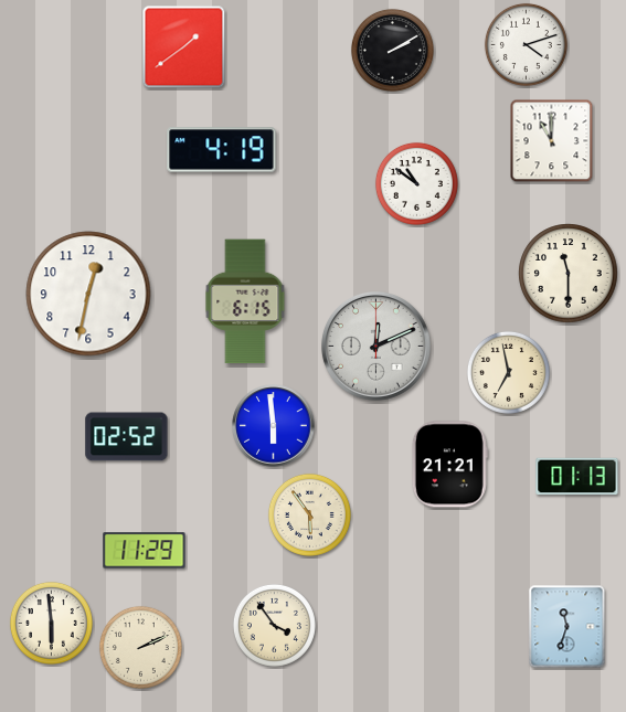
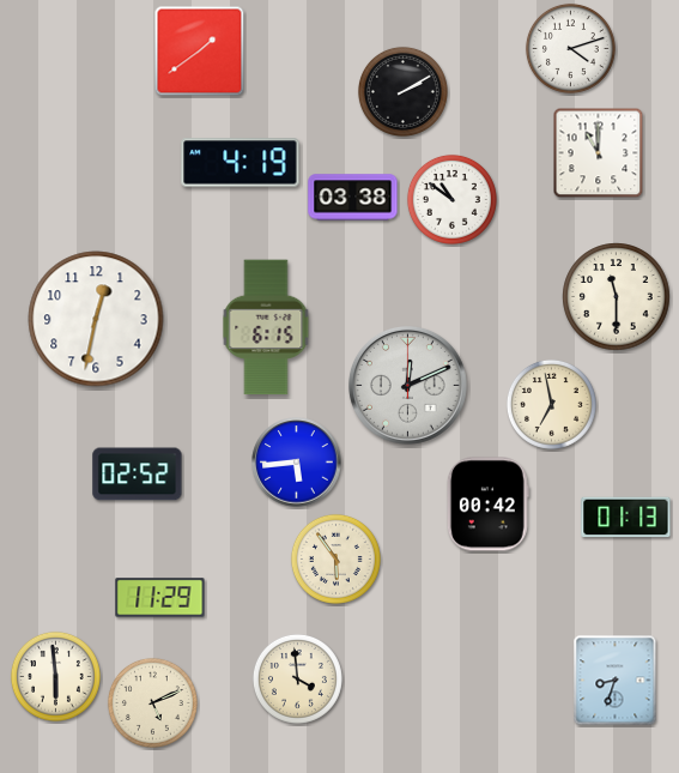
clock at (392, 50) position: (392, 50) -> (402, 91)
clock at (353, 198): none -> 03:38
clock at (376, 347) position: (376, 347) -> (408, 386)
clock at (274, 426): 5:59 -> 5:44
clock at (449, 465): 21:21 -> 00:42
clock at (145, 551) position: (145, 551) -> (160, 598)
clock at (274, 625): 3:54 -> 3:59
clock at (567, 627): 11:33 -> 8:33
clock at (140, 647): 2:11 -> 5:11
